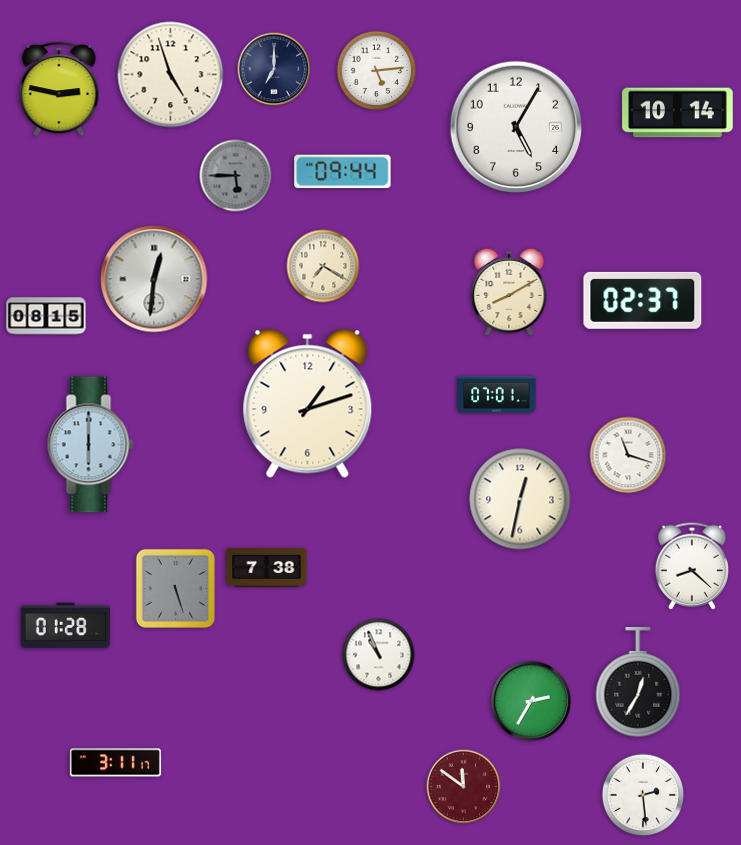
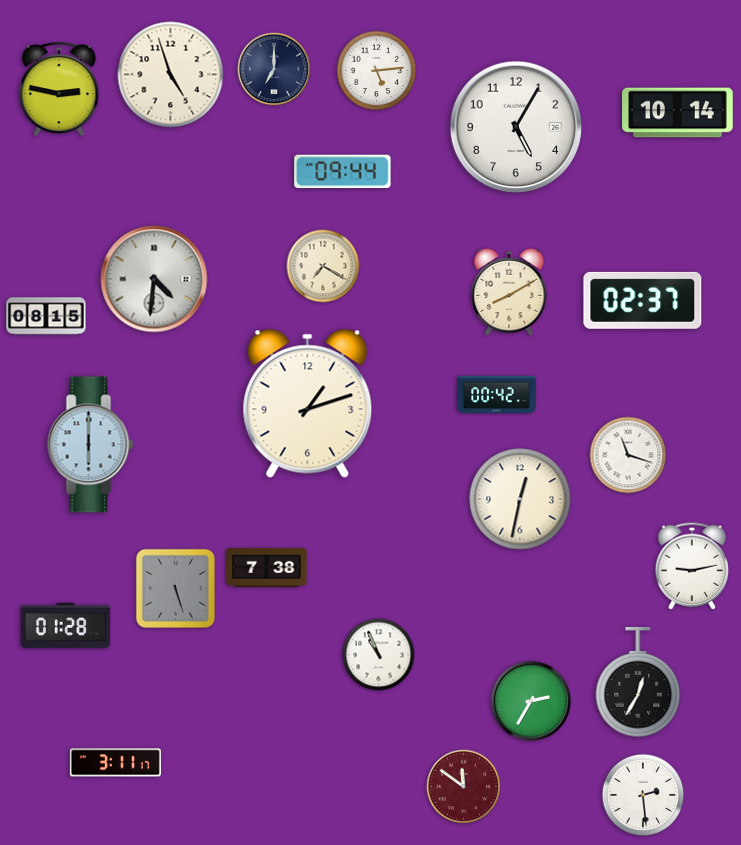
clock at (236, 176): 5:45 -> none
clock at (154, 279): 12:31 -> 4:31
clock at (497, 395): 07:01 -> 00:42
clock at (691, 566): 8:22 -> 9:13
